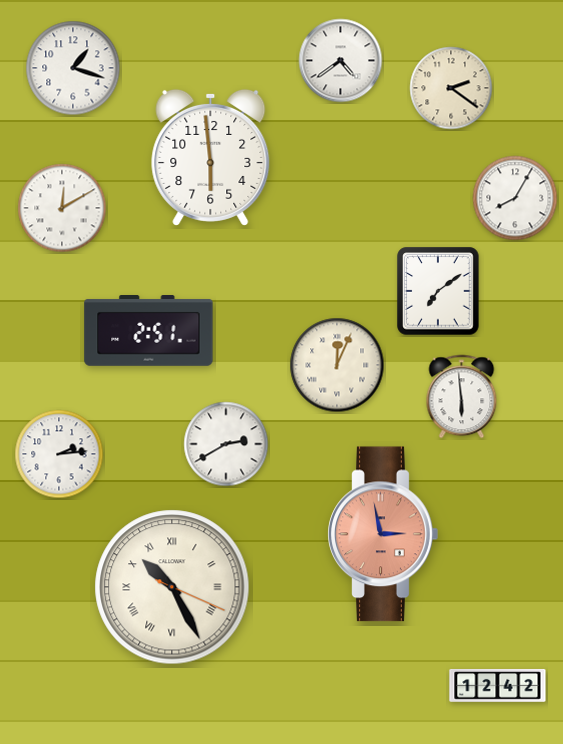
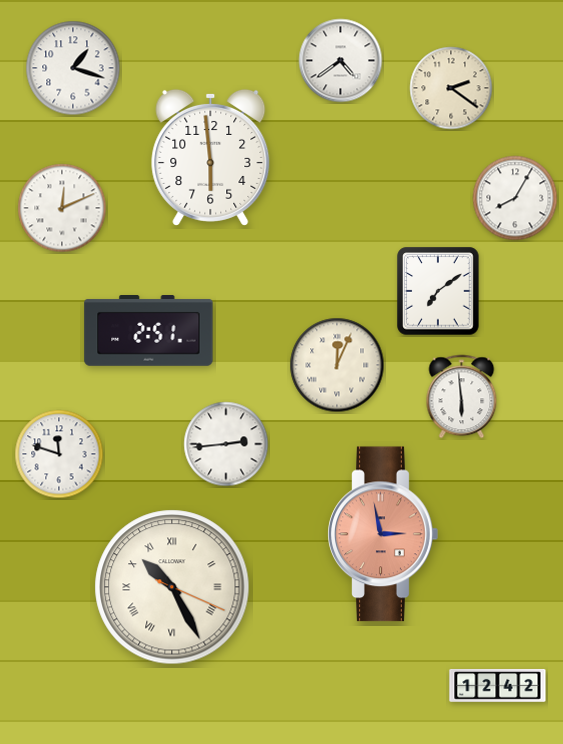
clock at (62, 208): 12:10 -> 12:11
clock at (226, 444): 2:40 -> 2:44
clock at (59, 454): 2:14 -> 11:48
